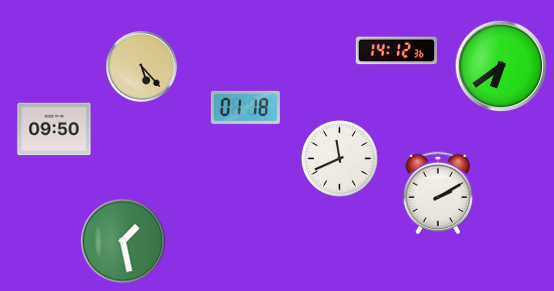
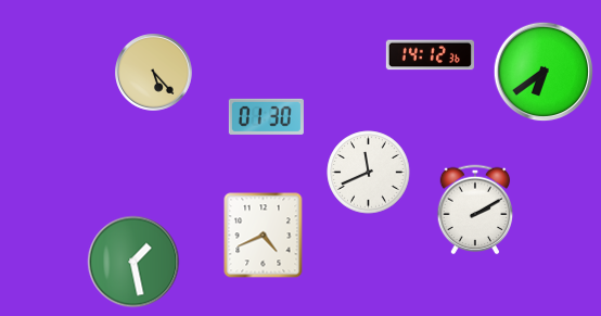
clock at (245, 107): 01:18 -> 01:30
clock at (54, 129): 09:50 -> none
clock at (264, 236): none -> 4:41
